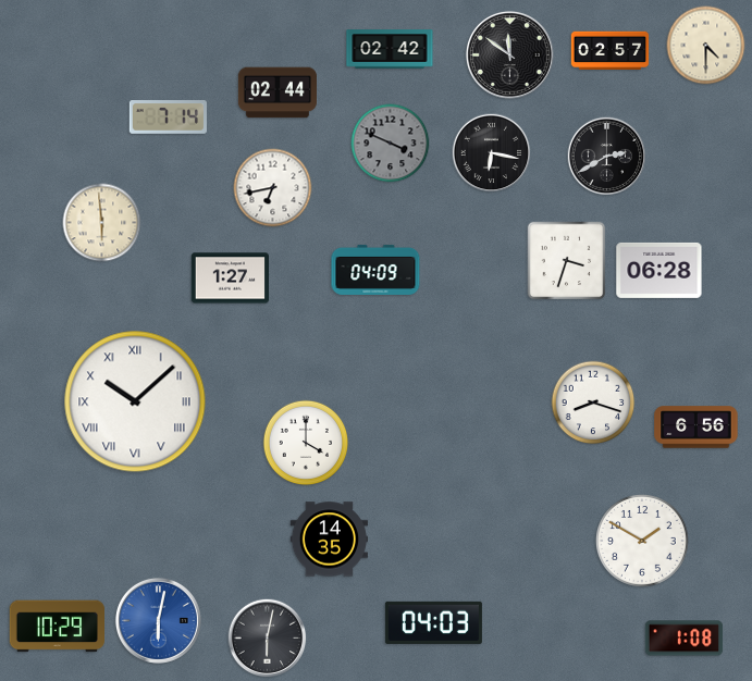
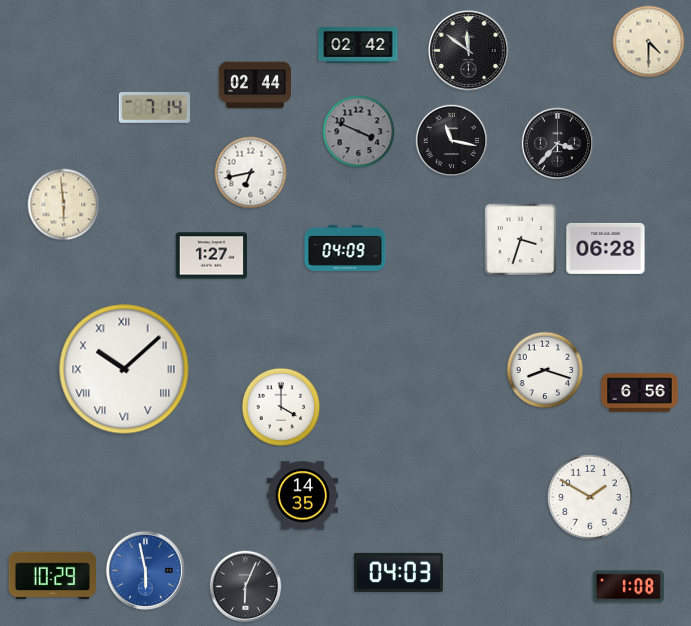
clock at (611, 50): 02:57 -> none
clock at (492, 153): 6:17 -> 11:17
clock at (607, 157): 2:40 -> 3:37
clock at (102, 223) position: (102, 223) -> (64, 205)
clock at (158, 620): 6:02 -> 5:58
clock at (268, 639): 6:02 -> 6:04
